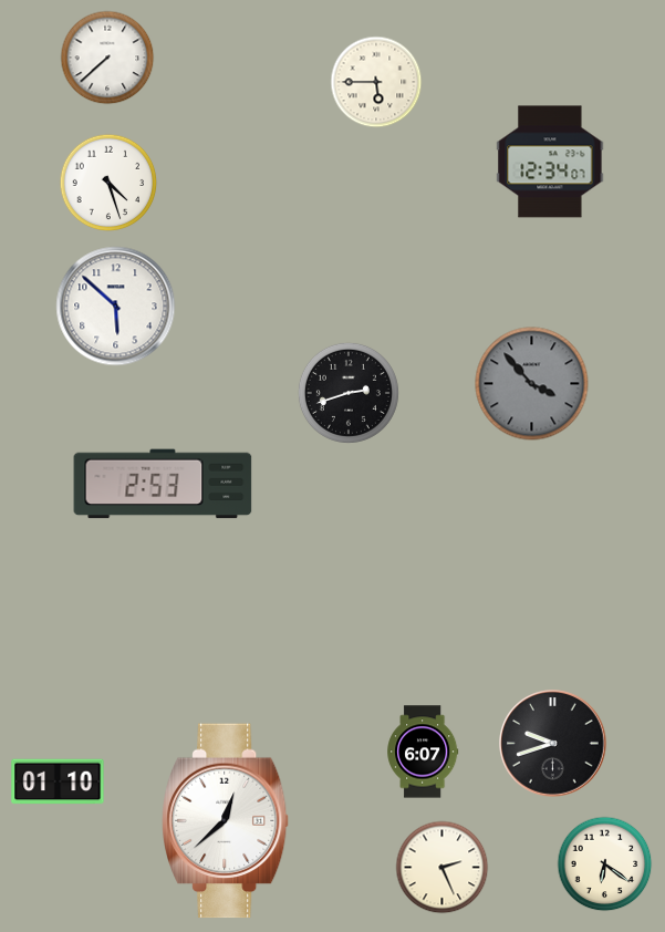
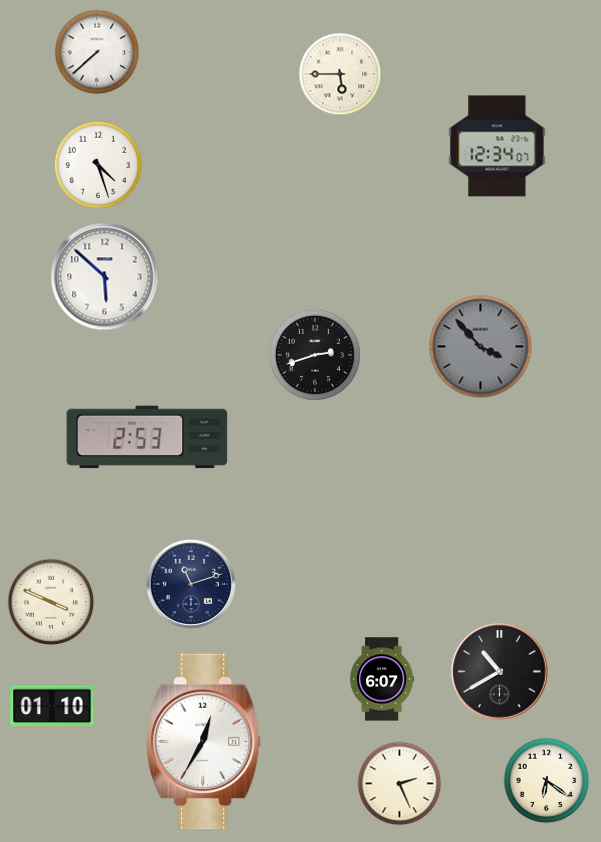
clock at (191, 584): none -> 11:12
clock at (51, 602): none -> 3:49
clock at (553, 744): 9:42 -> 10:40
clock at (225, 821): 12:38 -> 12:35
